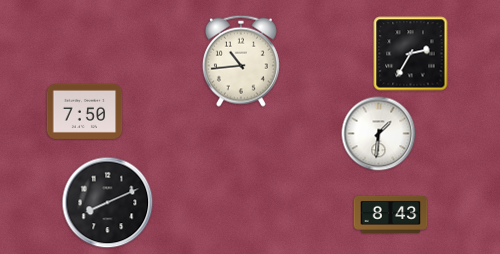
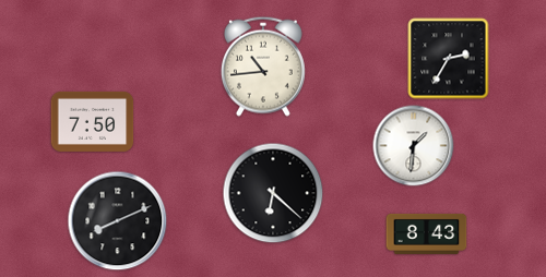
clock at (273, 193): none -> 6:22
